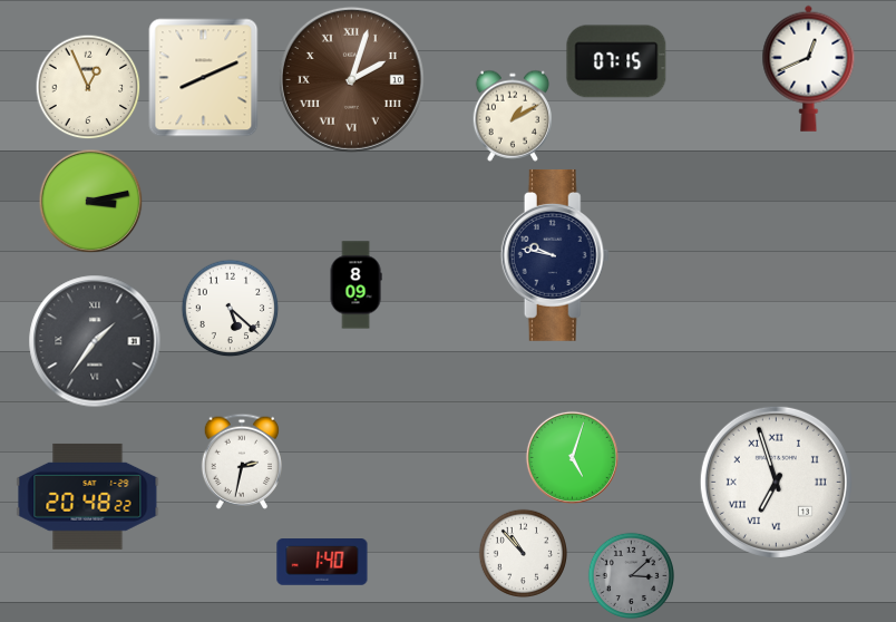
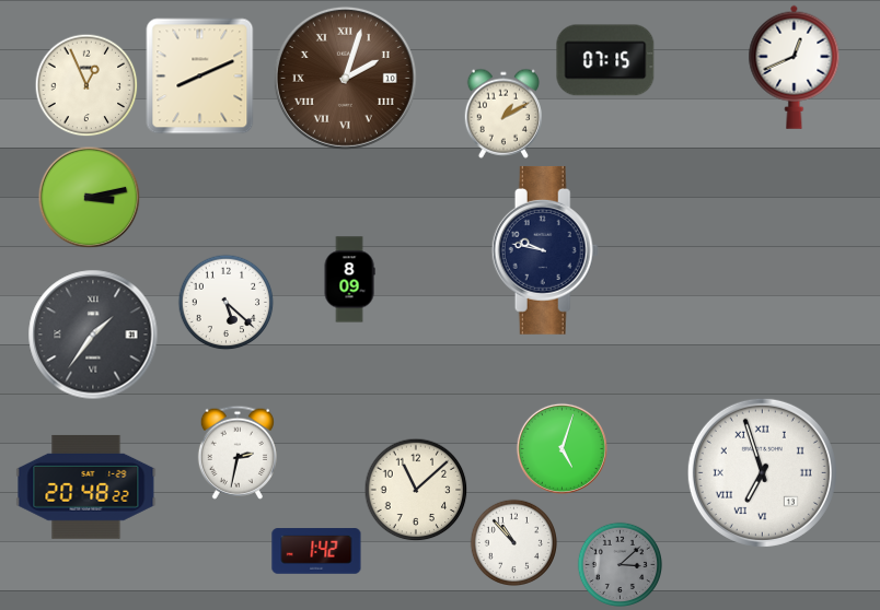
clock at (416, 490): none -> 11:08
clock at (322, 562): 1:40 -> 1:42
